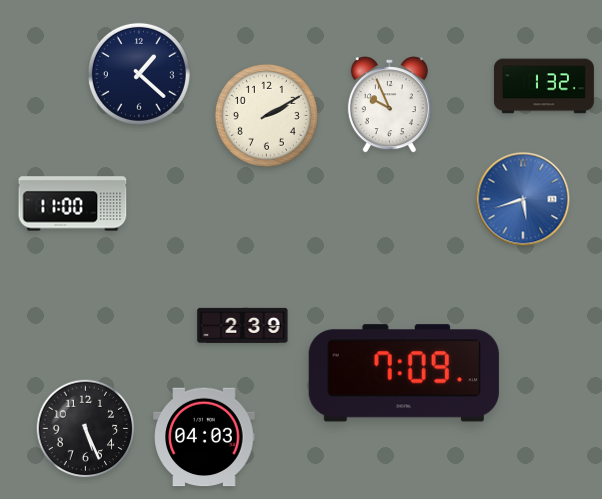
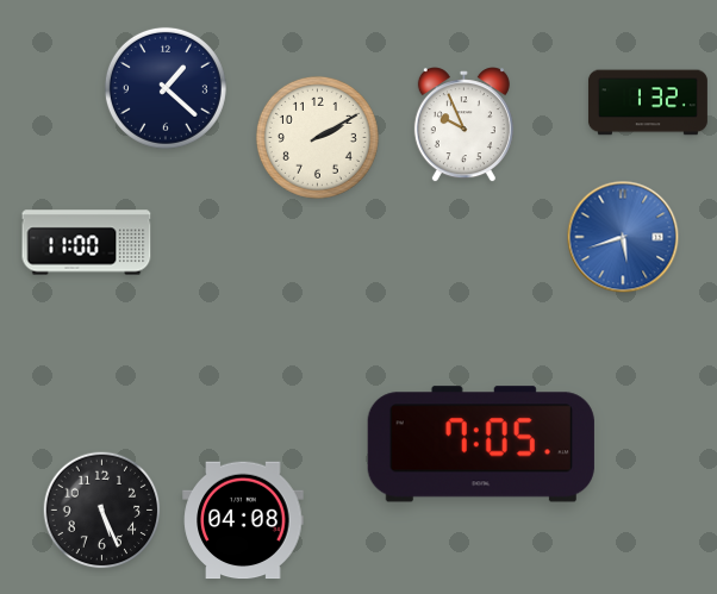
clock at (243, 325): 2:39 -> none
clock at (404, 373): 7:09 -> 7:05
clock at (204, 437): 04:03 -> 04:08
